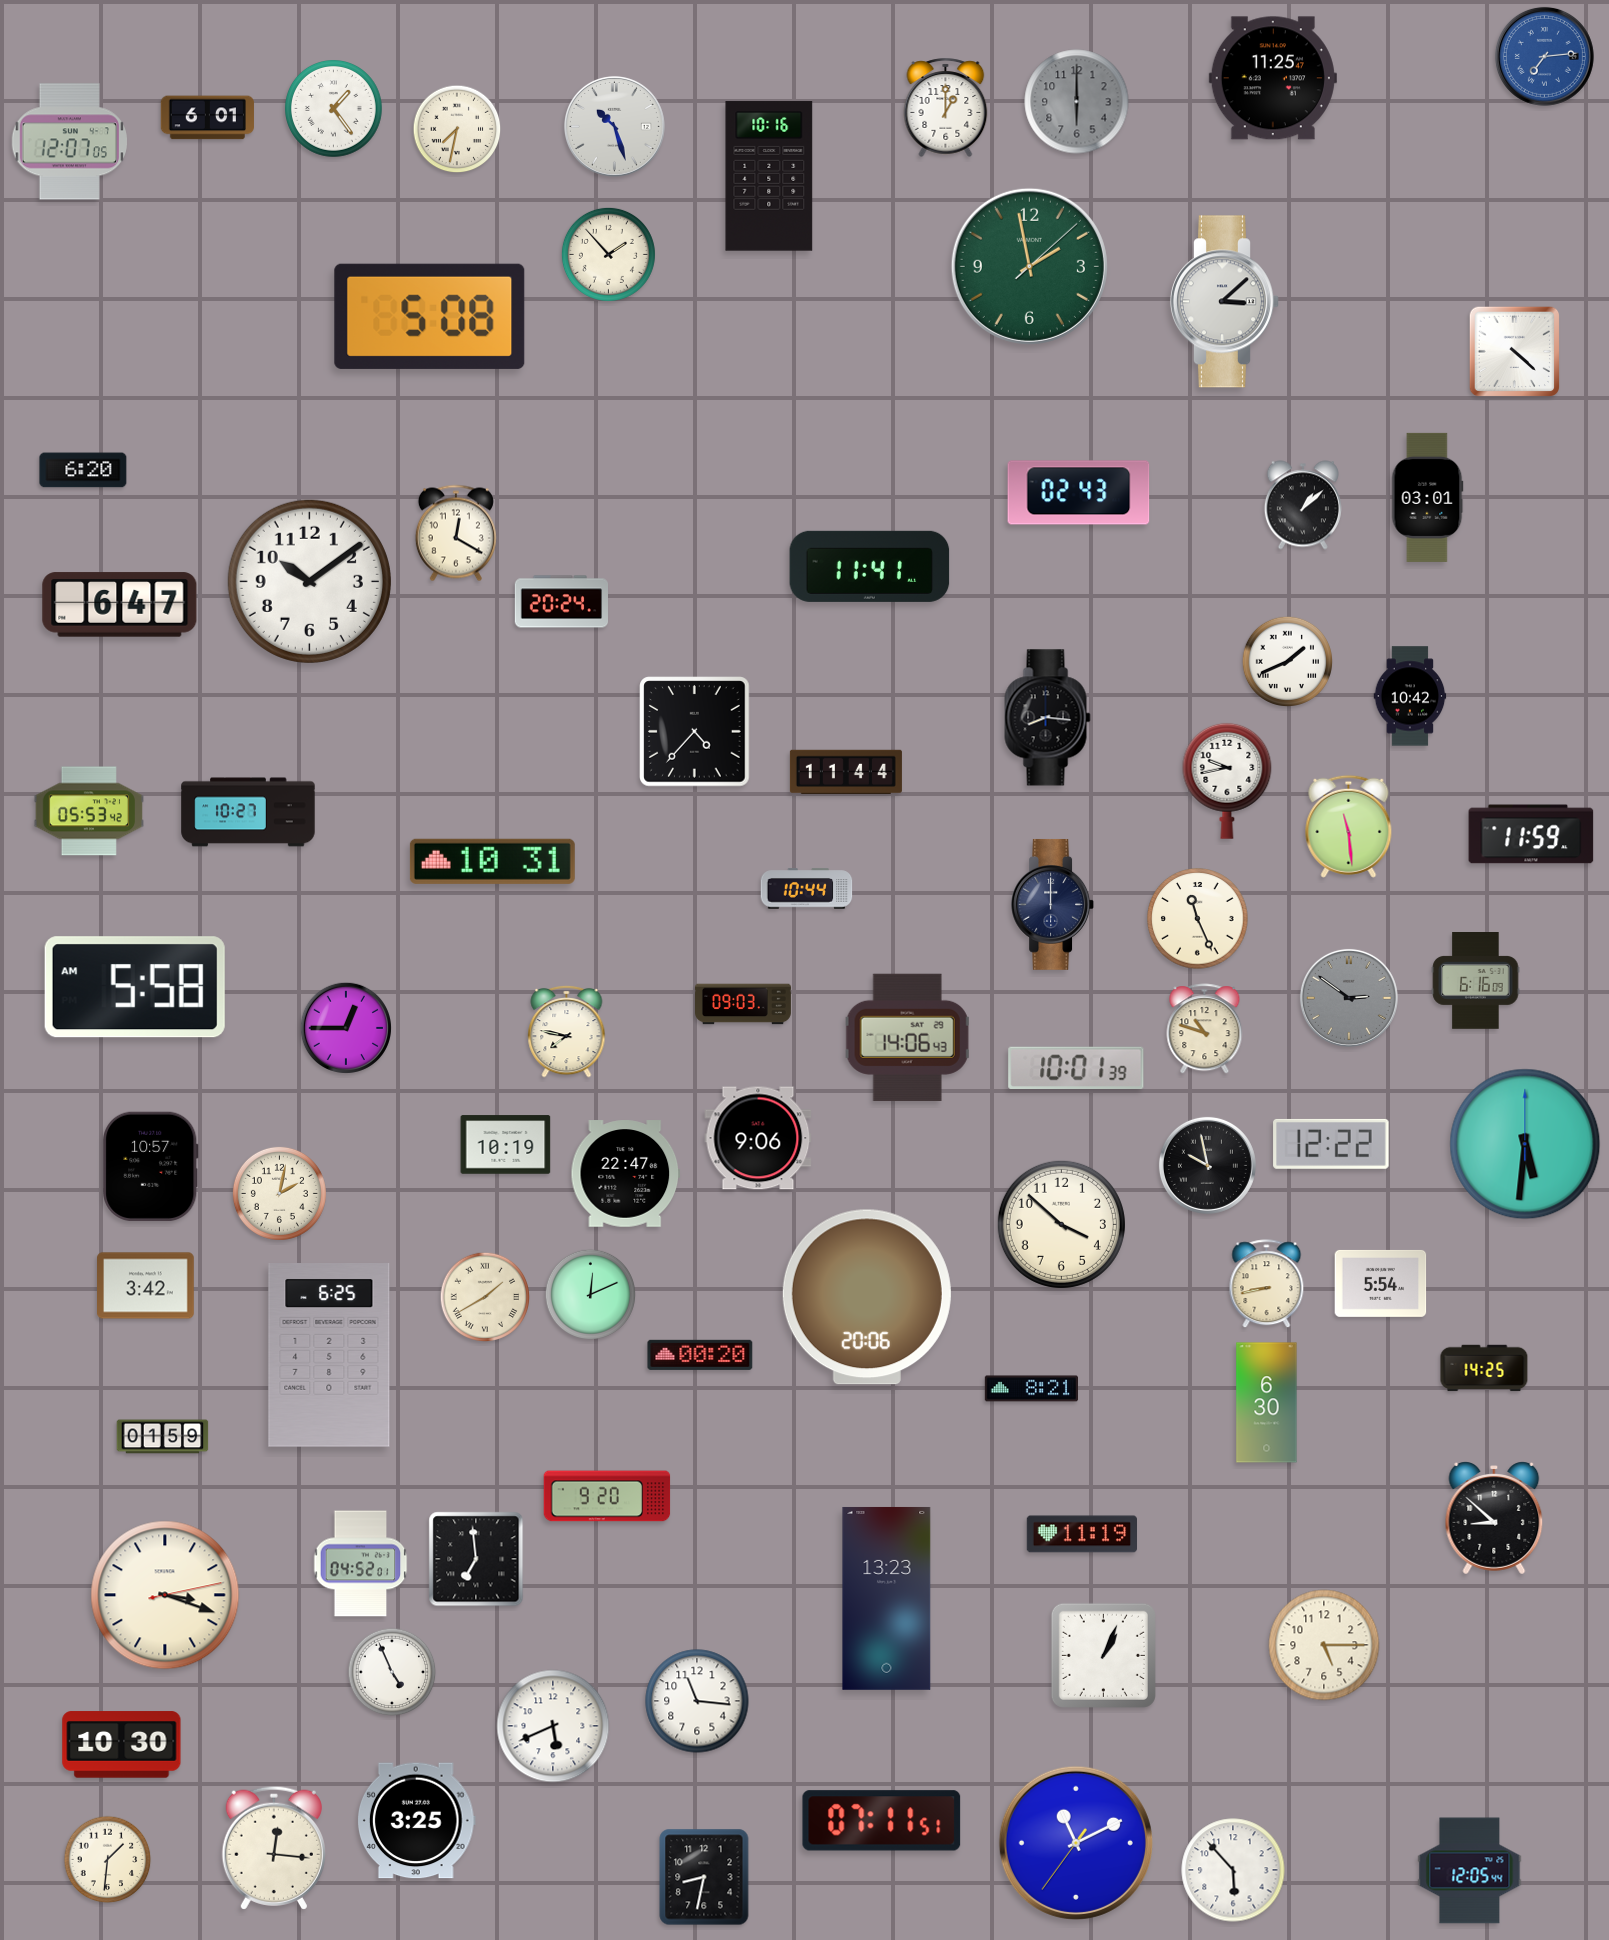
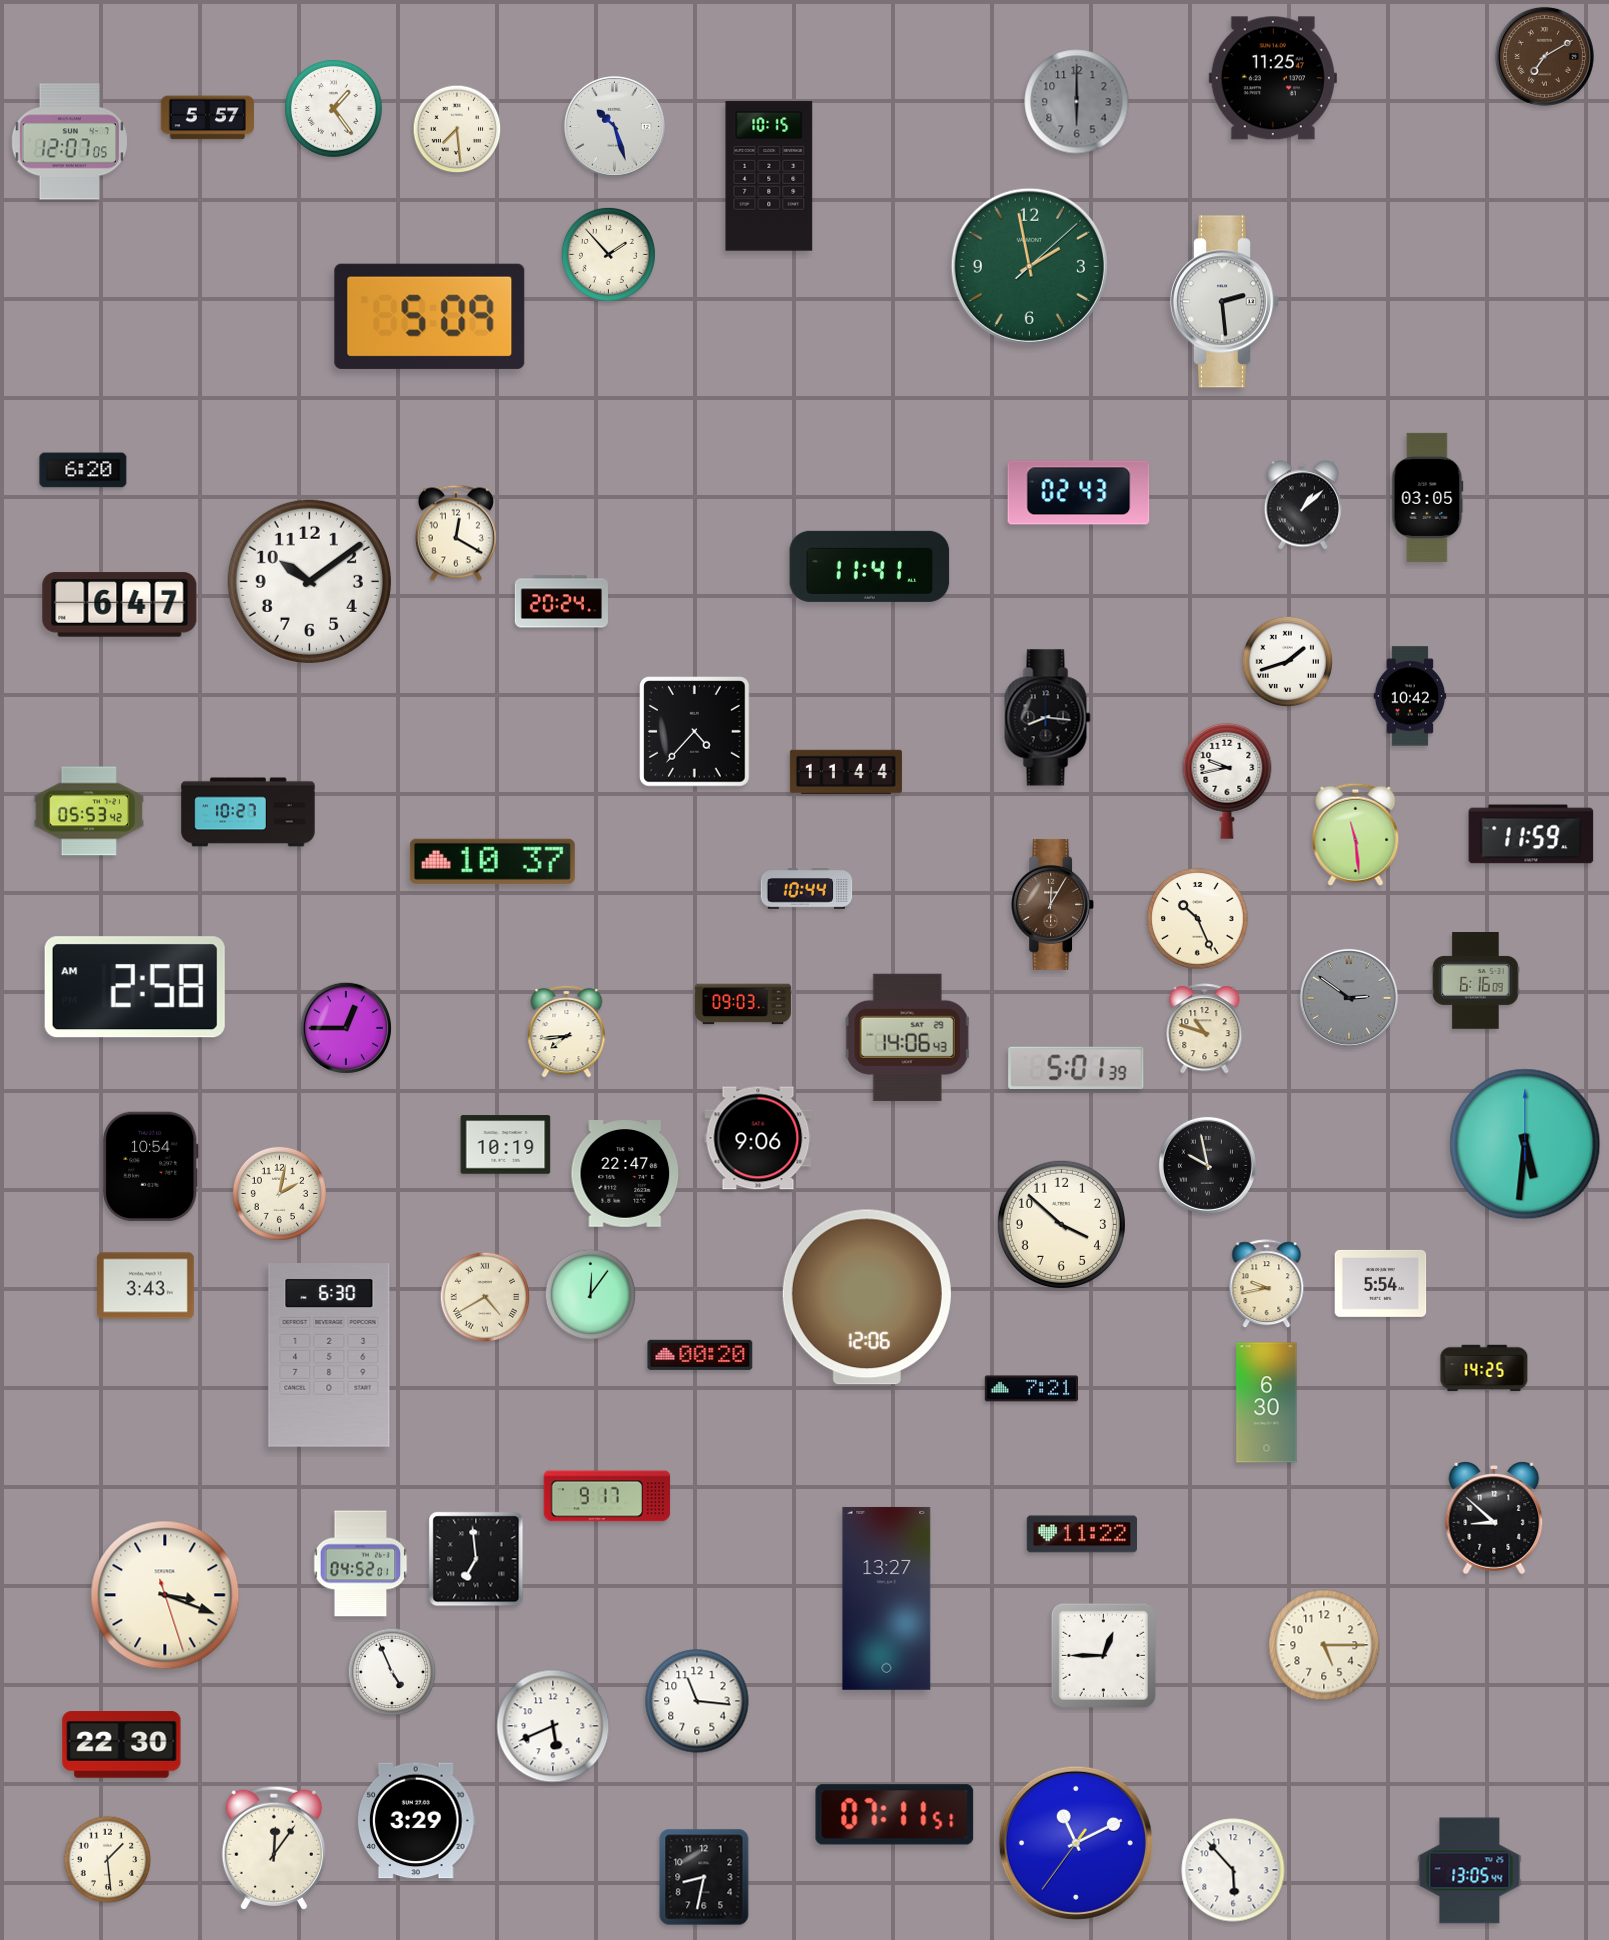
clock at (1544, 56): 7:14 -> 7:10
clock at (1544, 56) dial: blue -> brown
clock at (946, 107): 1:00 -> none
clock at (207, 118): 6:01 -> 5:57
clock at (457, 129): 7:32 -> 7:29
clock at (769, 176): 10:16 -> 10:15
clock at (1224, 302): 3:08 -> 2:29
clock at (430, 316): 5:08 -> 5:09
clock at (1515, 352): 4:22 -> none
clock at (1428, 497): 03:01 -> 03:05
clock at (1287, 661): 1:41 -> 1:42
clock at (1349, 826) position: (1349, 826) -> (1356, 834)
clock at (492, 861): 10:31 -> 10:37
clock at (1053, 904): 12:00 -> 12:05
clock at (1053, 904) dial: navy -> brown
clock at (1198, 919): 11:26 -> 10:26
clock at (135, 987): 5:58 -> 2:58
clock at (567, 1031): 7:47 -> 7:44
clock at (1076, 1067): 10:01 -> 5:01
clock at (1331, 1144): 12:22 -> none
clock at (151, 1167): 10:57 -> 10:54
clock at (1267, 1284): 8:43 -> 9:43
clock at (146, 1286): 3:42 -> 3:43
clock at (590, 1294): 12:11 -> 12:06
clock at (485, 1297): 1:40 -> 4:40
clock at (867, 1297): 20:06 -> 12:06
clock at (329, 1356): 6:25 -> 6:30
clock at (1031, 1389): 8:21 -> 7:21
clock at (163, 1437): 01:59 -> none
clock at (607, 1496): 9:20 -> 9:17
clock at (1081, 1534): 11:19 -> 11:22
clock at (165, 1595): 3:18:13 -> 3:18:27
clock at (887, 1598): 13:23 -> 13:27
clock at (1103, 1655): 1:04 -> 12:45
clock at (122, 1745): 10:30 -> 22:30
clock at (416, 1821): 3:25 -> 3:29
clock at (882, 1821) position: (882, 1821) -> (895, 1815)
clock at (274, 1848): 12:16 -> 12:06
clock at (108, 1860): 1:31 -> 1:29
clock at (1470, 1871): 12:05 -> 13:05
